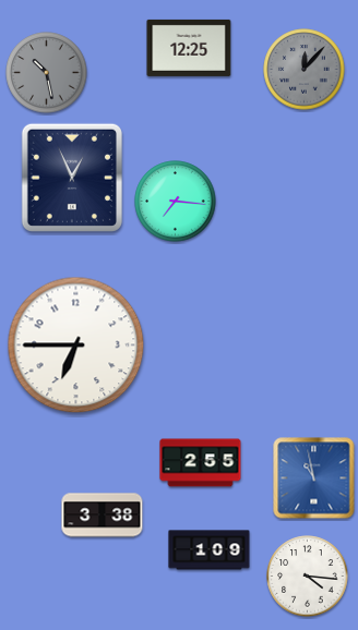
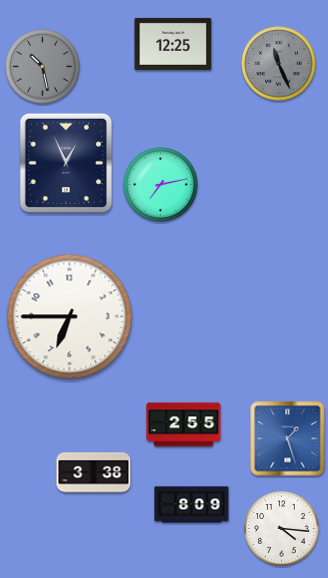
clock at (305, 70): 12:07 -> 11:26
clock at (176, 202): 7:16 -> 7:13
clock at (314, 478): 10:58 -> 1:27
clock at (210, 550): 1:09 -> 8:09
